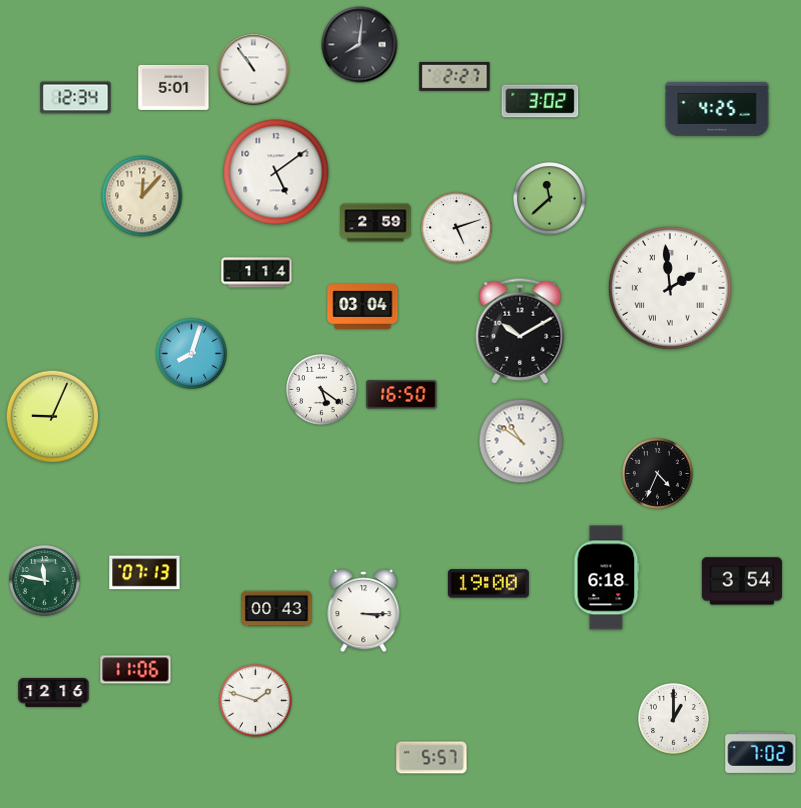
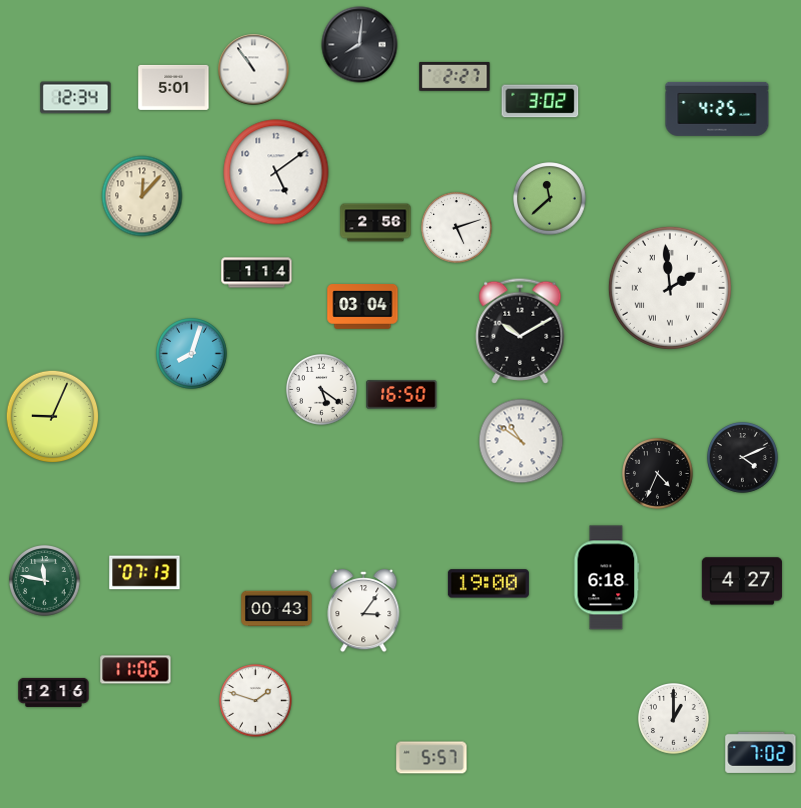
clock at (376, 223): 2:59 -> 2:56
clock at (743, 458): none -> 4:11
clock at (742, 581): 3:54 -> 4:27
clock at (364, 611): 3:15 -> 3:06
